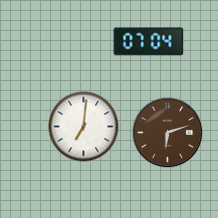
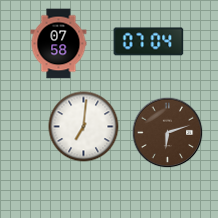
clock at (59, 44): none -> 07:58
